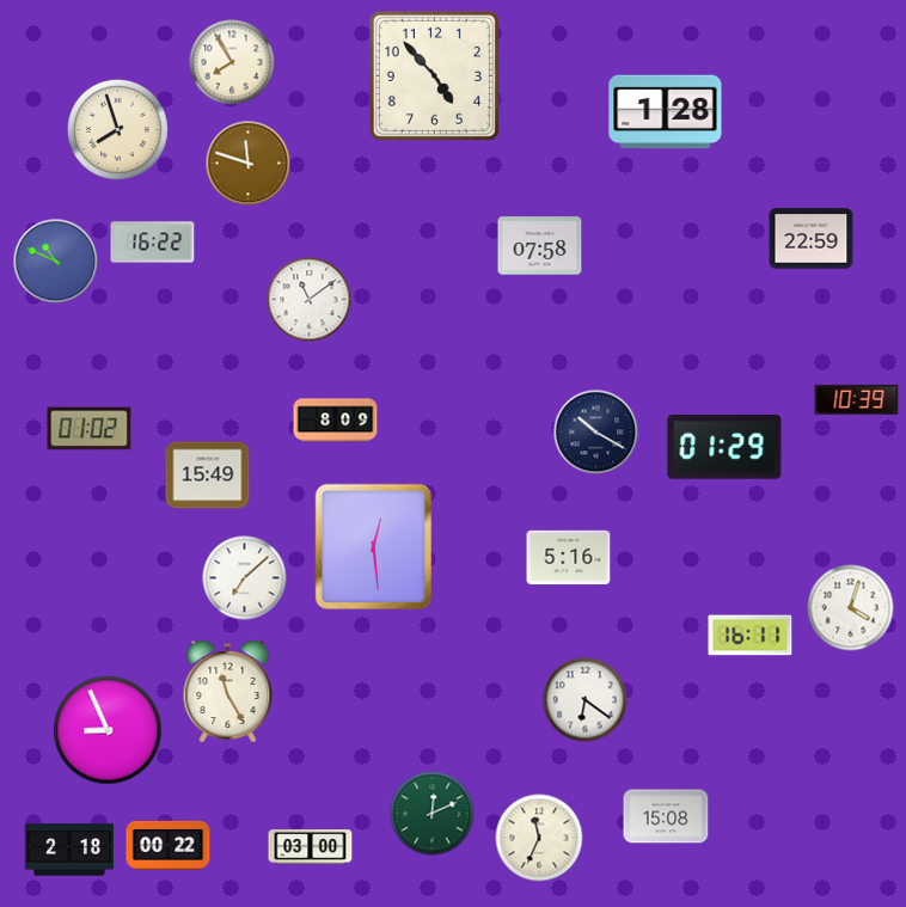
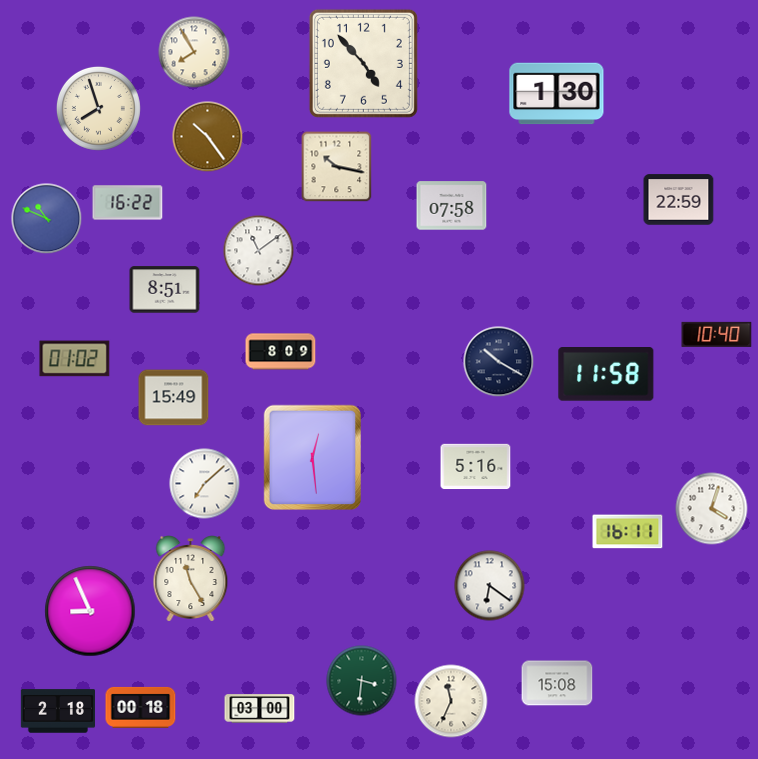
clock at (666, 112): 1:28 -> 1:30
clock at (249, 164): 11:48 -> 10:24
clock at (337, 167): none -> 10:17
clock at (165, 290): none -> 8:51
clock at (857, 399): 10:39 -> 10:40
clock at (724, 447): 01:29 -> 11:58
clock at (433, 814): 12:11 -> 3:31
clock at (169, 845): 00:22 -> 00:18
